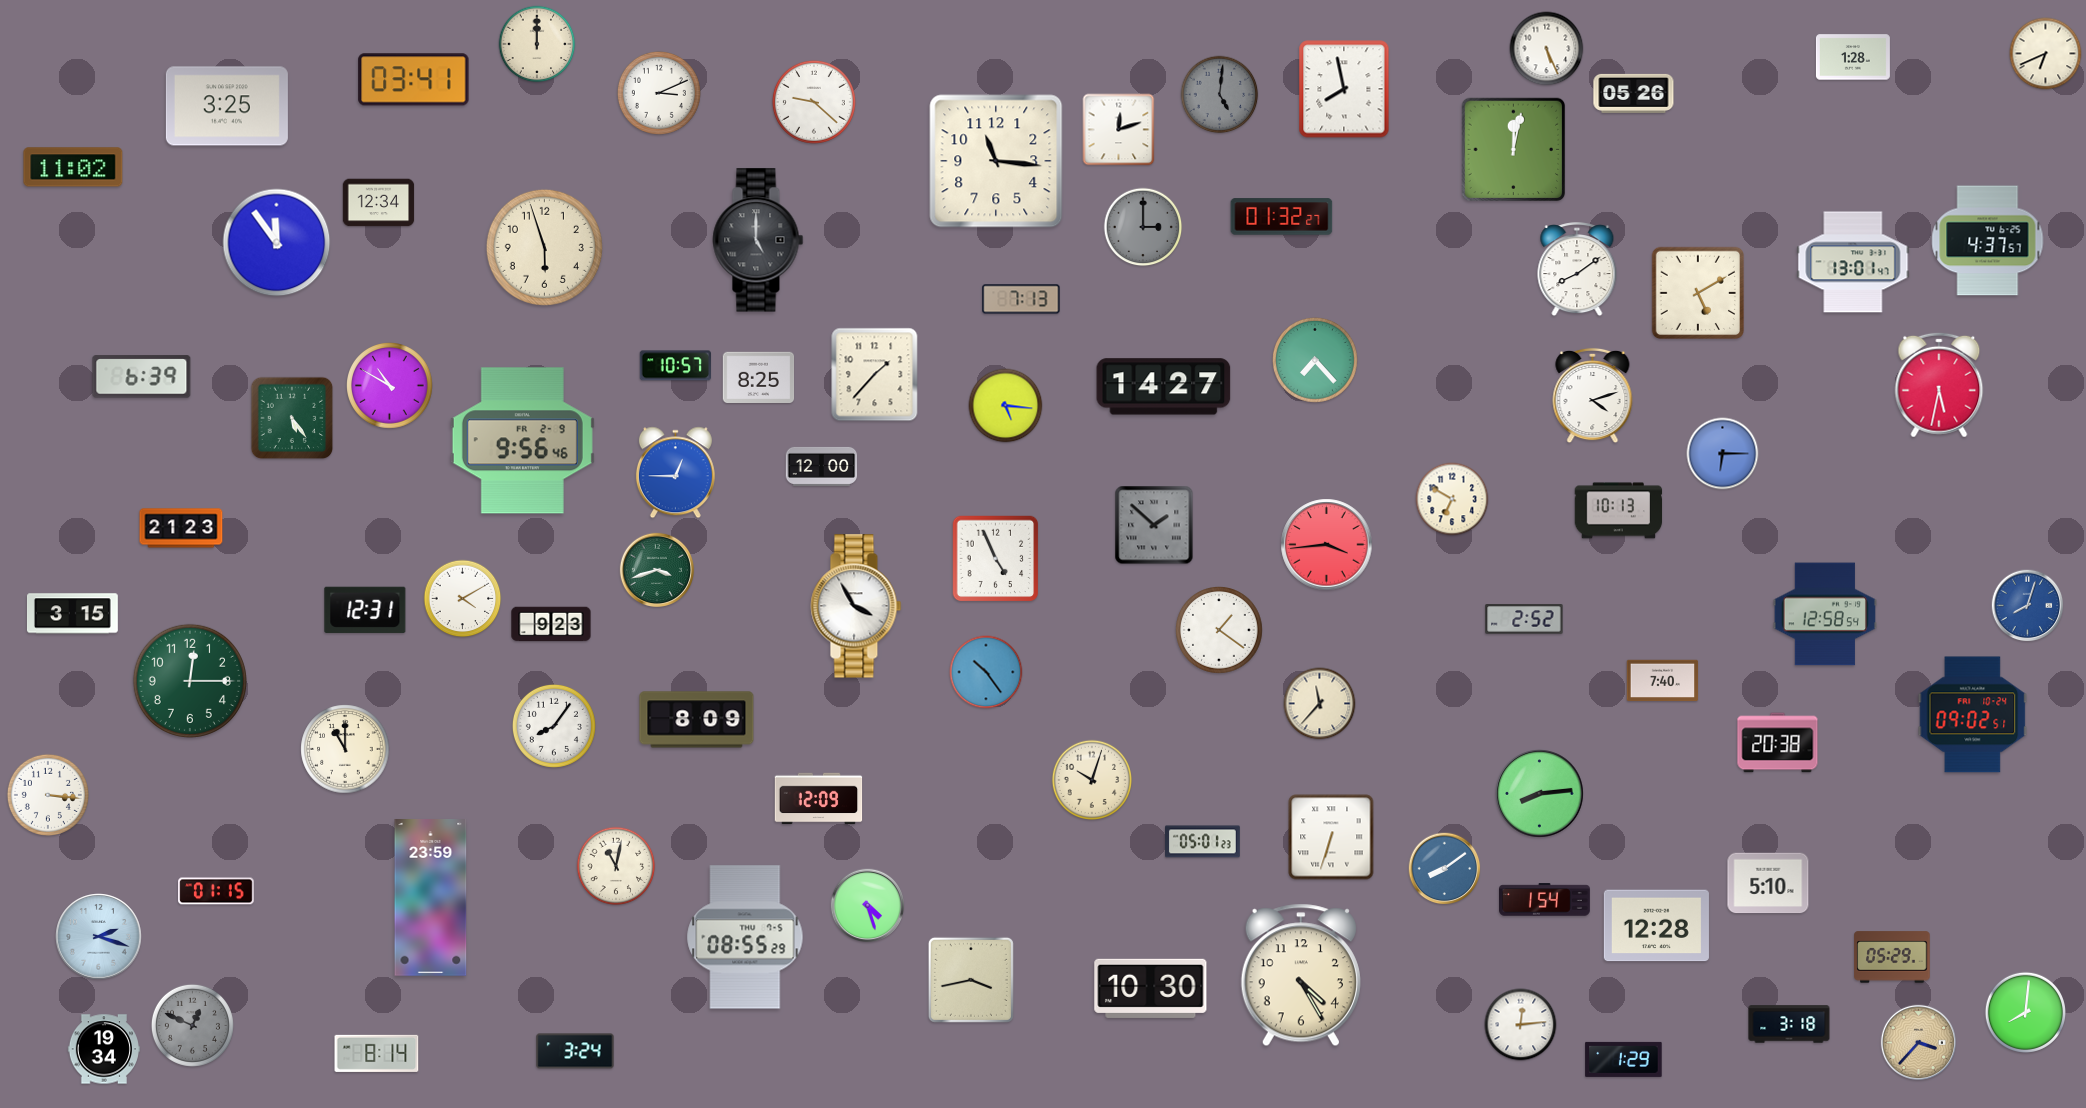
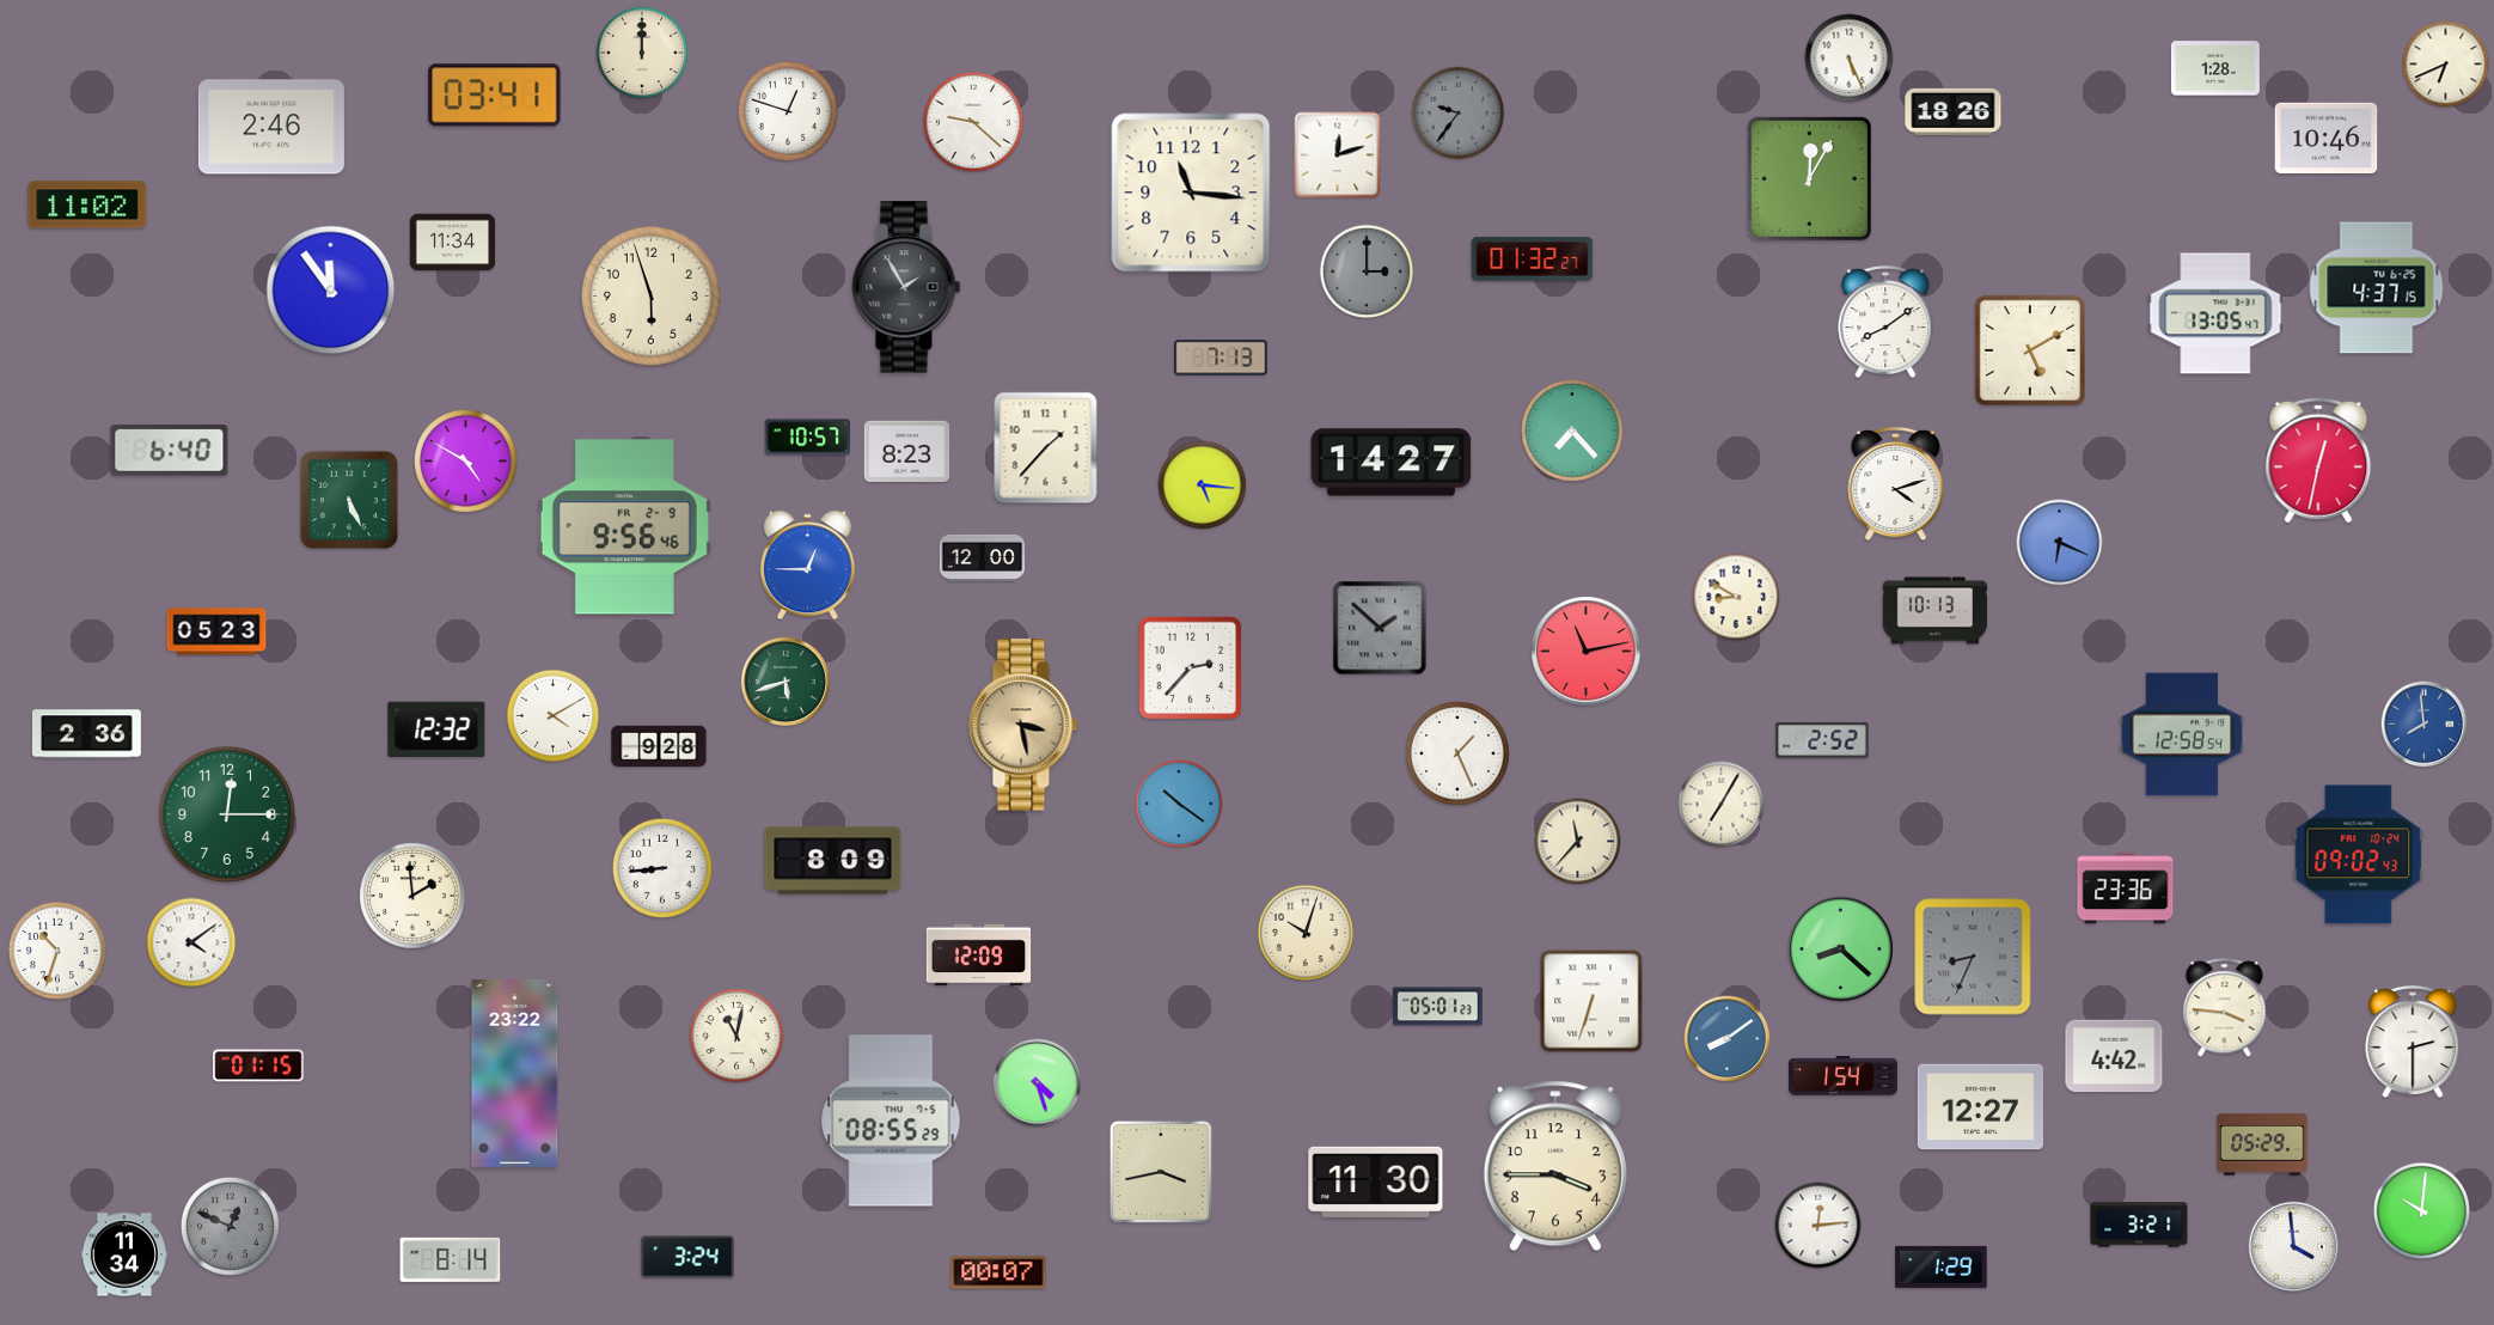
clock at (1344, 89): 7:58 -> none
clock at (659, 93): 3:11 -> 12:48
clock at (1634, 93): 05:26 -> 18:26
clock at (1220, 95): 5:01 -> 9:36
clock at (227, 106): 3:25 -> 2:46
clock at (2327, 138): none -> 10:46
clock at (1514, 150): 12:02 -> 12:05
clock at (73, 167) position: (73, 167) -> (87, 204)
clock at (379, 203): 12:34 -> 11:34
clock at (758, 240): 5:00 -> 1:55
clock at (1988, 241): 4:37:57 -> 4:37:15
clock at (1853, 262): 13:01 -> 13:05
clock at (142, 377): 6:39 -> 6:40
clock at (759, 378): 8:25 -> 8:23
clock at (1939, 385): 5:32 -> 12:32
clock at (390, 386): 10:50 -> 4:50
clock at (1593, 396) position: (1593, 396) -> (1896, 484)
clock at (292, 418): 5:24 -> 5:26
clock at (1723, 454): 6:15 -> 6:19
clock at (1452, 499): 6:50 -> 8:50
clock at (181, 528): 21:23 -> 05:23
clock at (1327, 545): 3:44 -> 11:13
clock at (996, 559): 4:56 -> 2:37
clock at (656, 569): 3:42 -> 5:42
clock at (856, 606): 3:55 -> 3:28
clock at (856, 606) dial: white -> champagne
clock at (2028, 606): 8:03 -> 7:59
clock at (365, 610): 12:31 -> 12:32
clock at (72, 614): 3:15 -> 2:36
clock at (551, 624): 9:23 -> 9:28
clock at (1219, 630): 1:21 -> 1:26
clock at (986, 672): 10:24 -> 10:21
clock at (1722, 805): none -> 7:05
clock at (1663, 681): 7:40 -> none
clock at (1973, 715): 09:02:51 -> 09:02:43
clock at (554, 726): 8:06 -> 8:44
clock at (1778, 743): 20:38 -> 23:36
clock at (345, 749): 11:00 -> 1:59
clock at (191, 942): none -> 4:09
clock at (1540, 794): 8:14 -> 8:22
clock at (48, 795): 3:16 -> 10:33
clock at (1973, 957): none -> 8:34
clock at (2225, 1008): none -> 3:46
clock at (2413, 1043): none -> 2:30
clock at (1768, 883): 5:10 -> 4:42
clock at (431, 898): 23:59 -> 23:22
clock at (1545, 900) position: (1545, 900) -> (1844, 1076)
clock at (1656, 926): 12:28 -> 12:27
clock at (99, 937): 2:18 -> none
clock at (1301, 975): 4:25 -> 3:45
clock at (1151, 988): 10:30 -> 11:30
clock at (2025, 1012): 8:01 -> 10:01
clock at (1789, 1024): 3:18 -> 3:21
clock at (1918, 1042): 3:37 -> 3:59
clock at (1918, 1042) dial: champagne -> white
clock at (103, 1049): 19:34 -> 11:34
clock at (998, 1272): none -> 00:07
